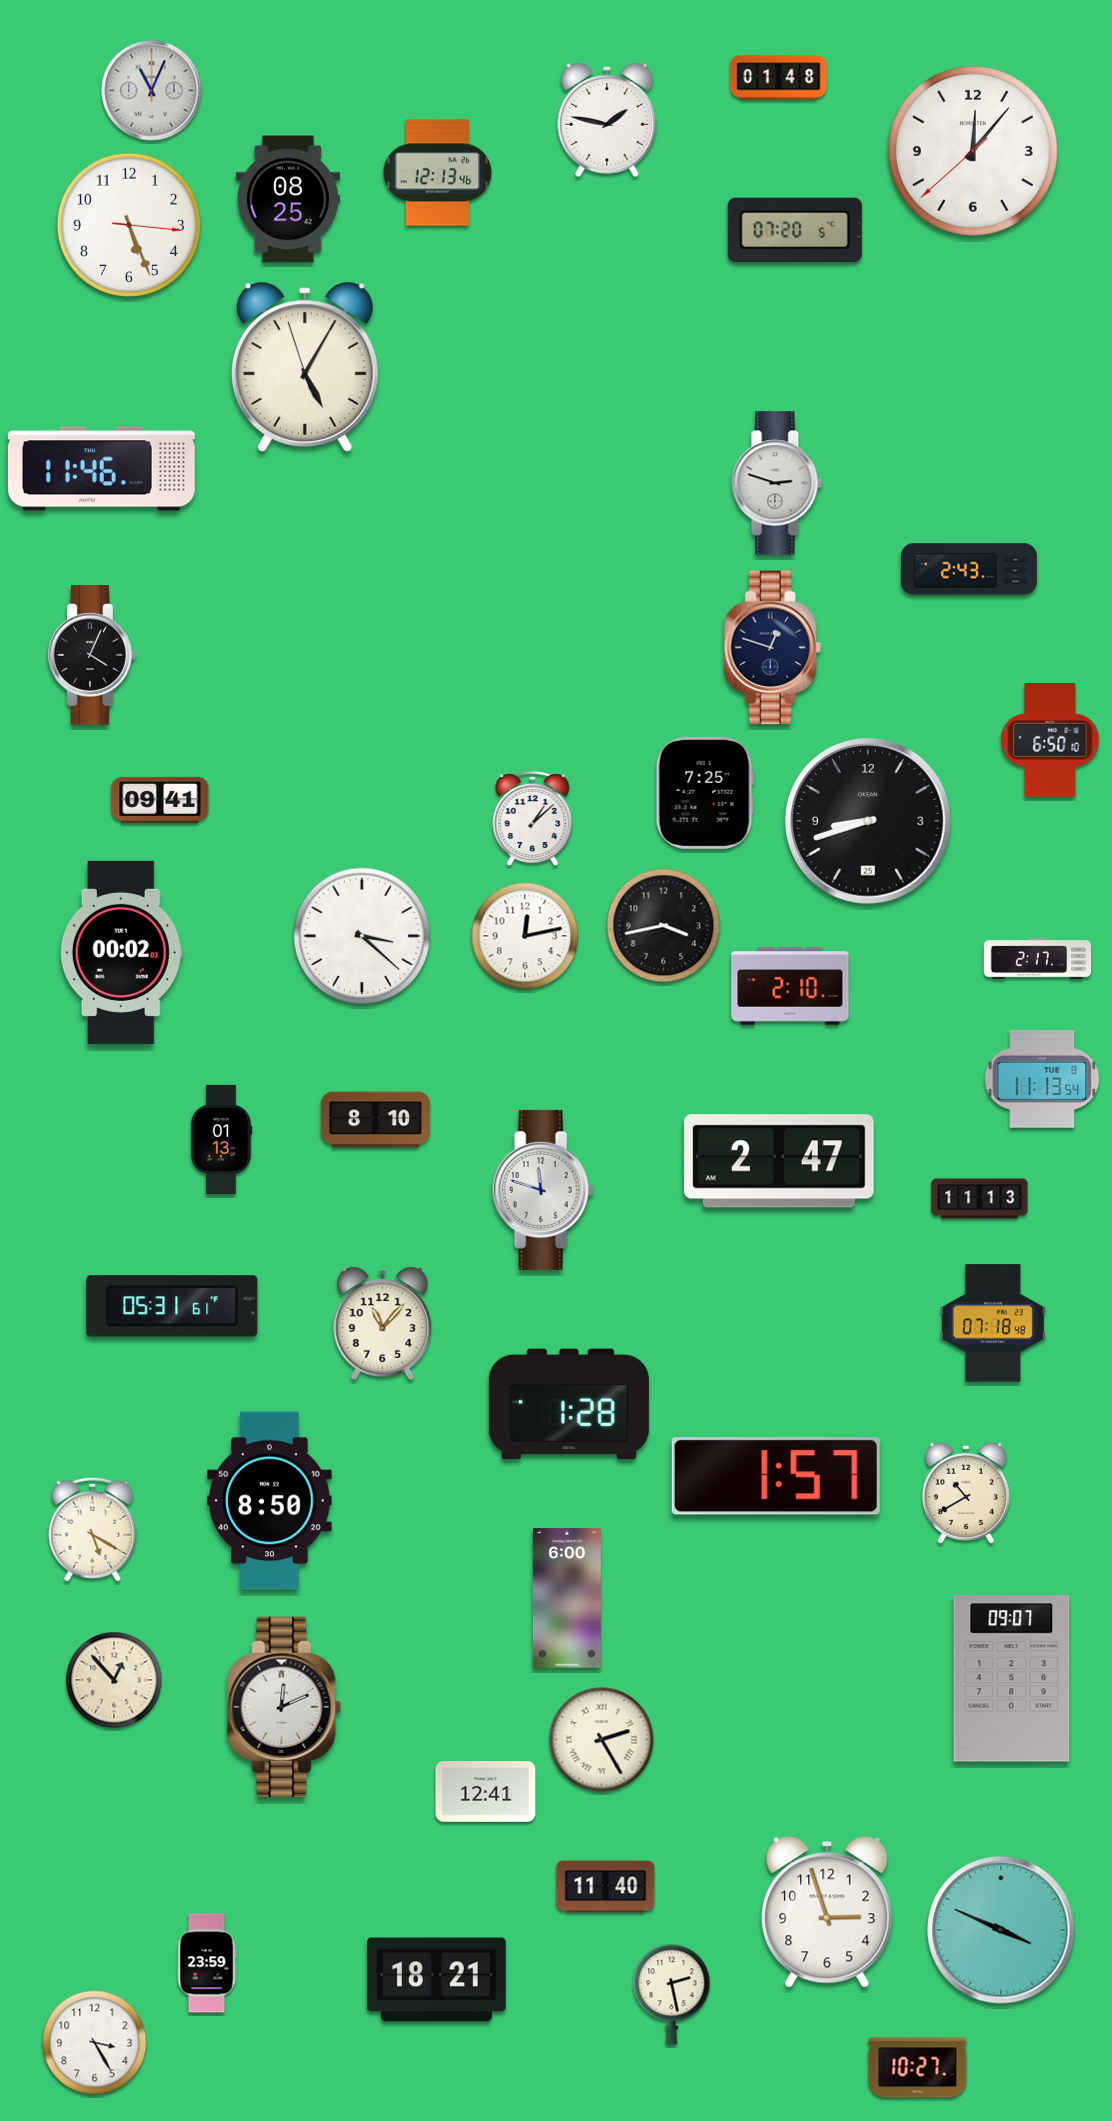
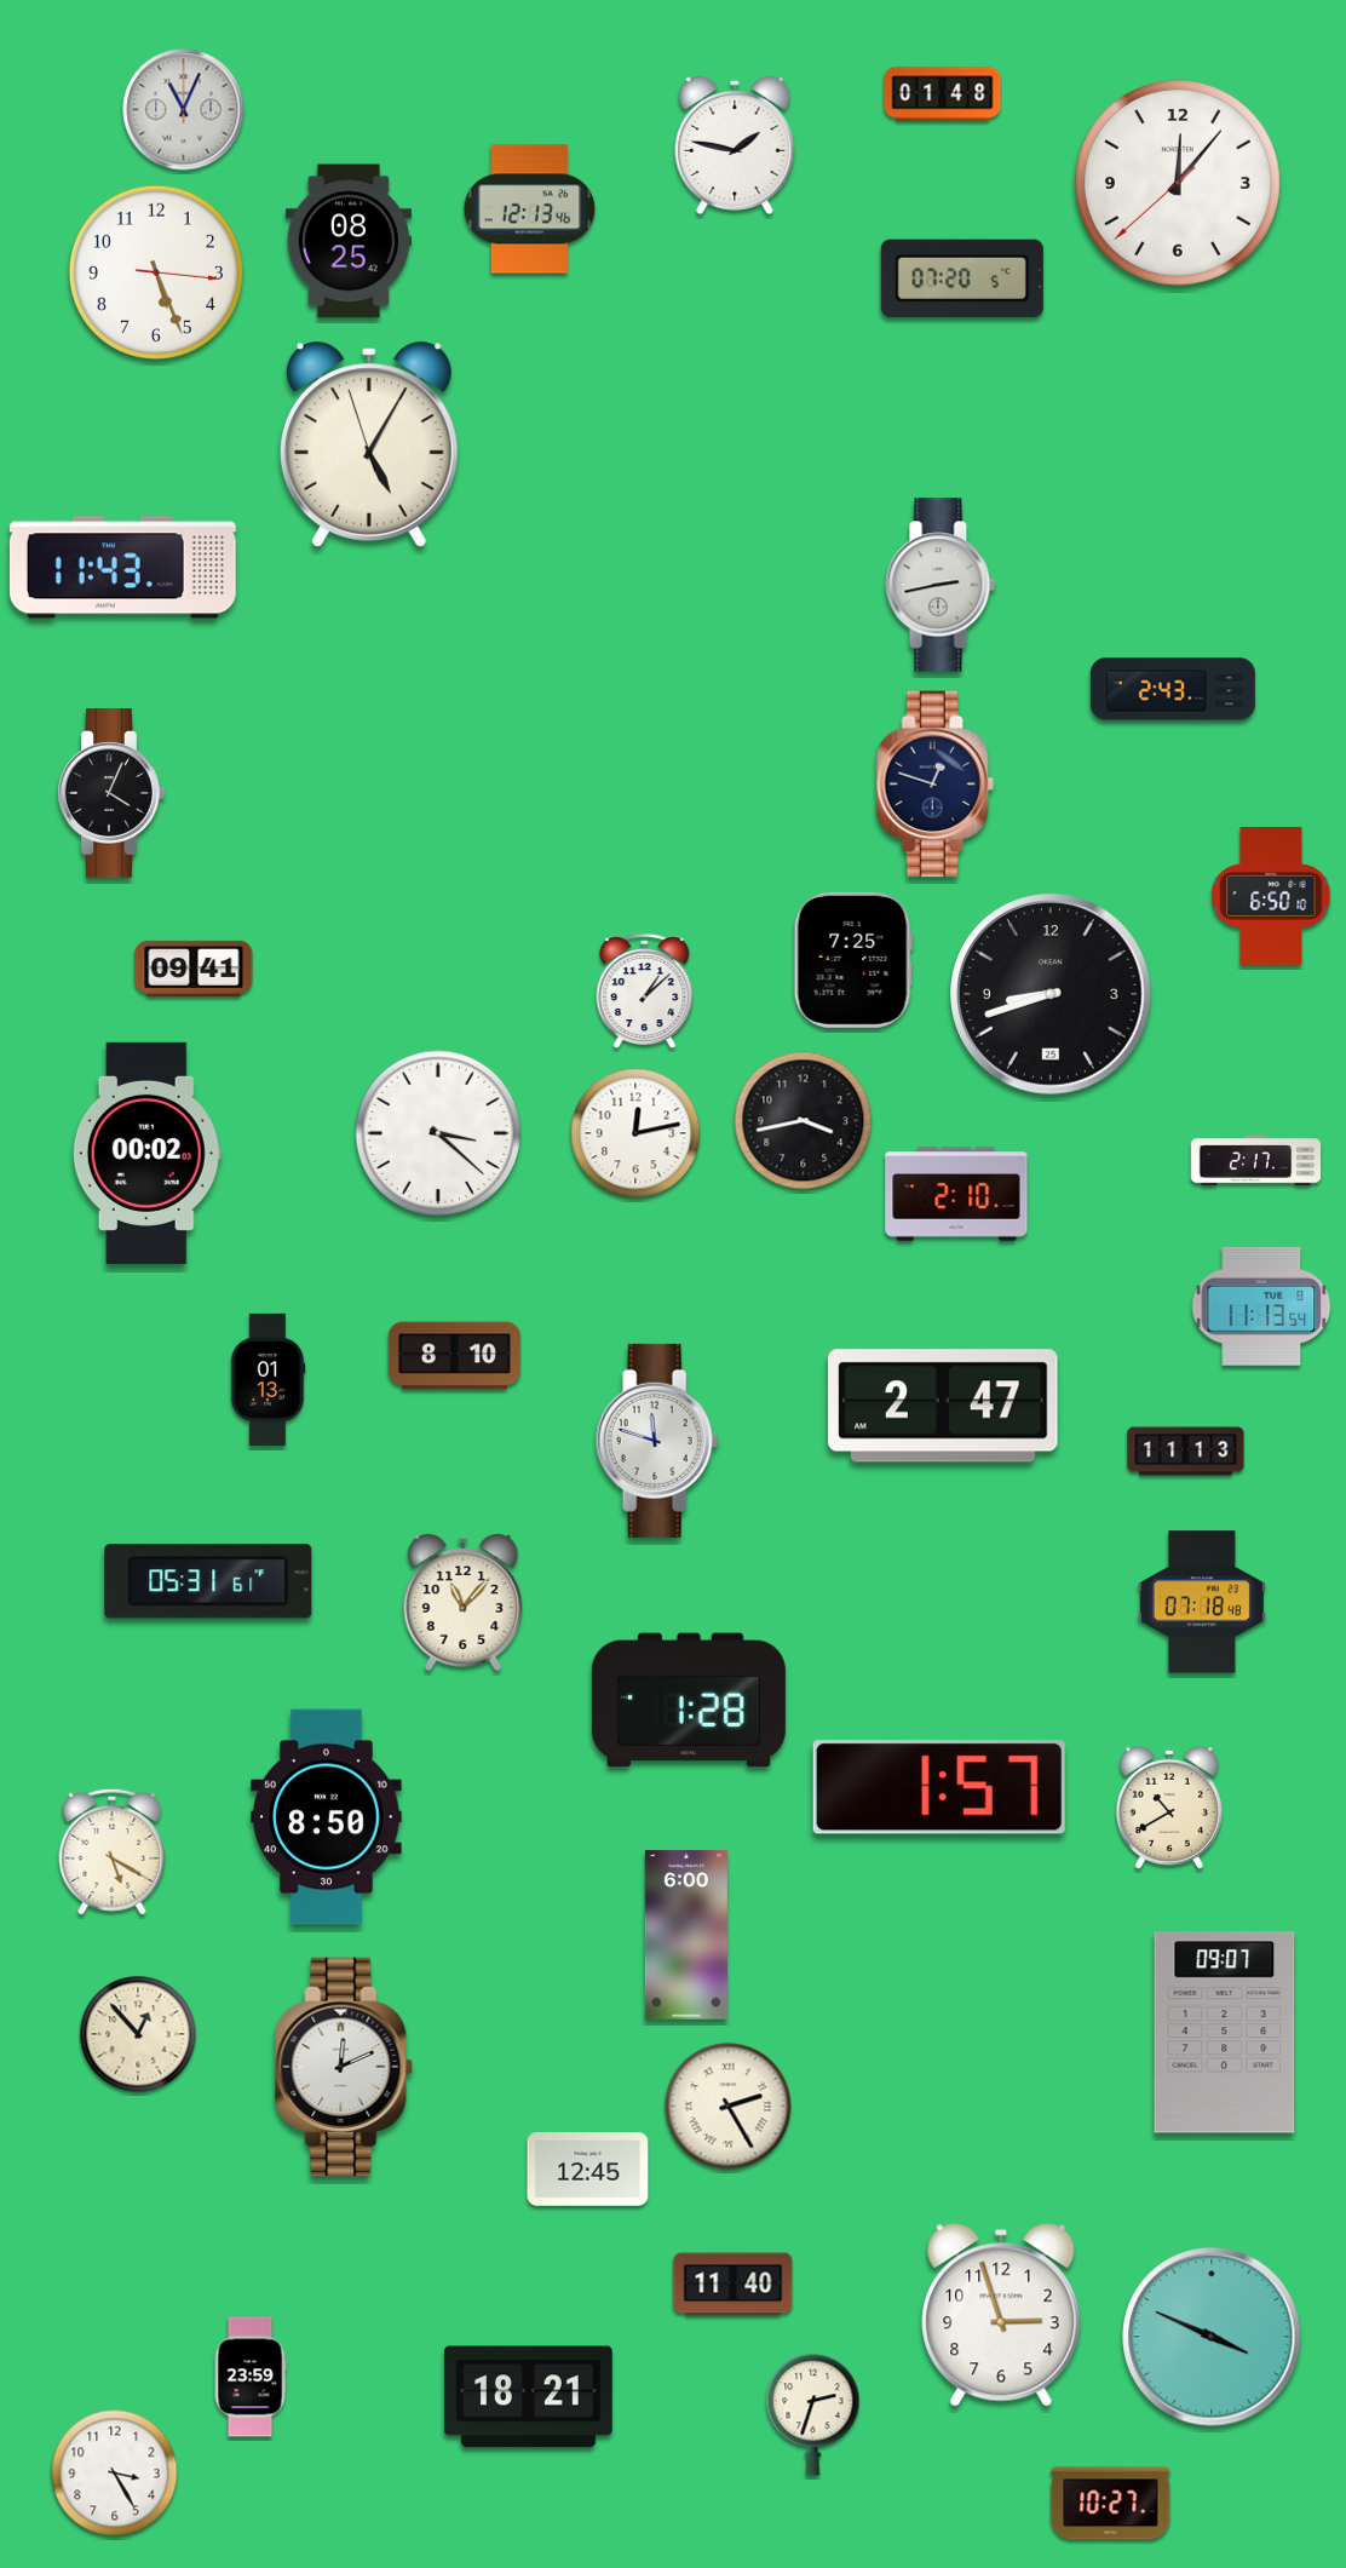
clock at (101, 469): 11:46 -> 11:43
clock at (777, 483): 2:48 -> 2:43
clock at (486, 1792): 12:41 -> 12:45
clock at (672, 1995): 2:28 -> 2:33
